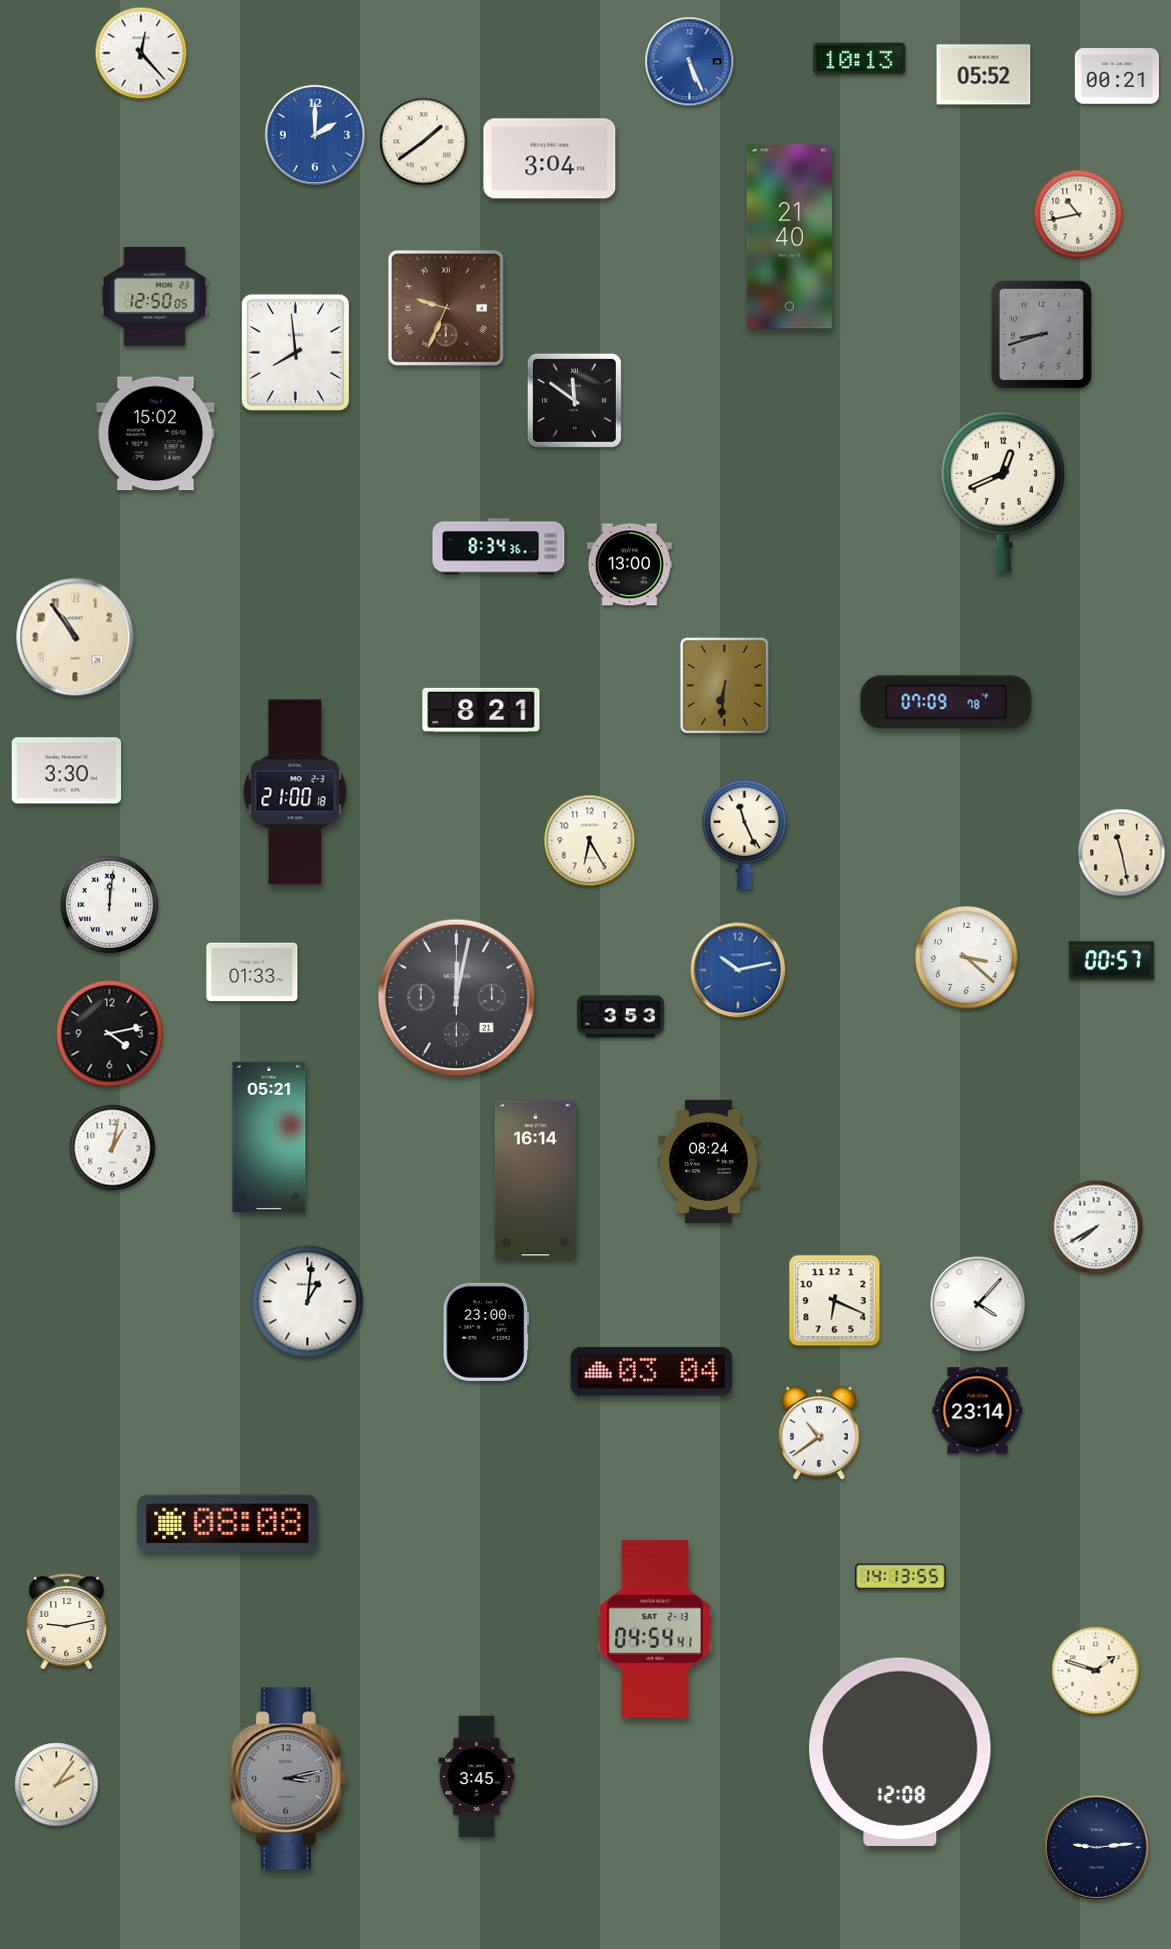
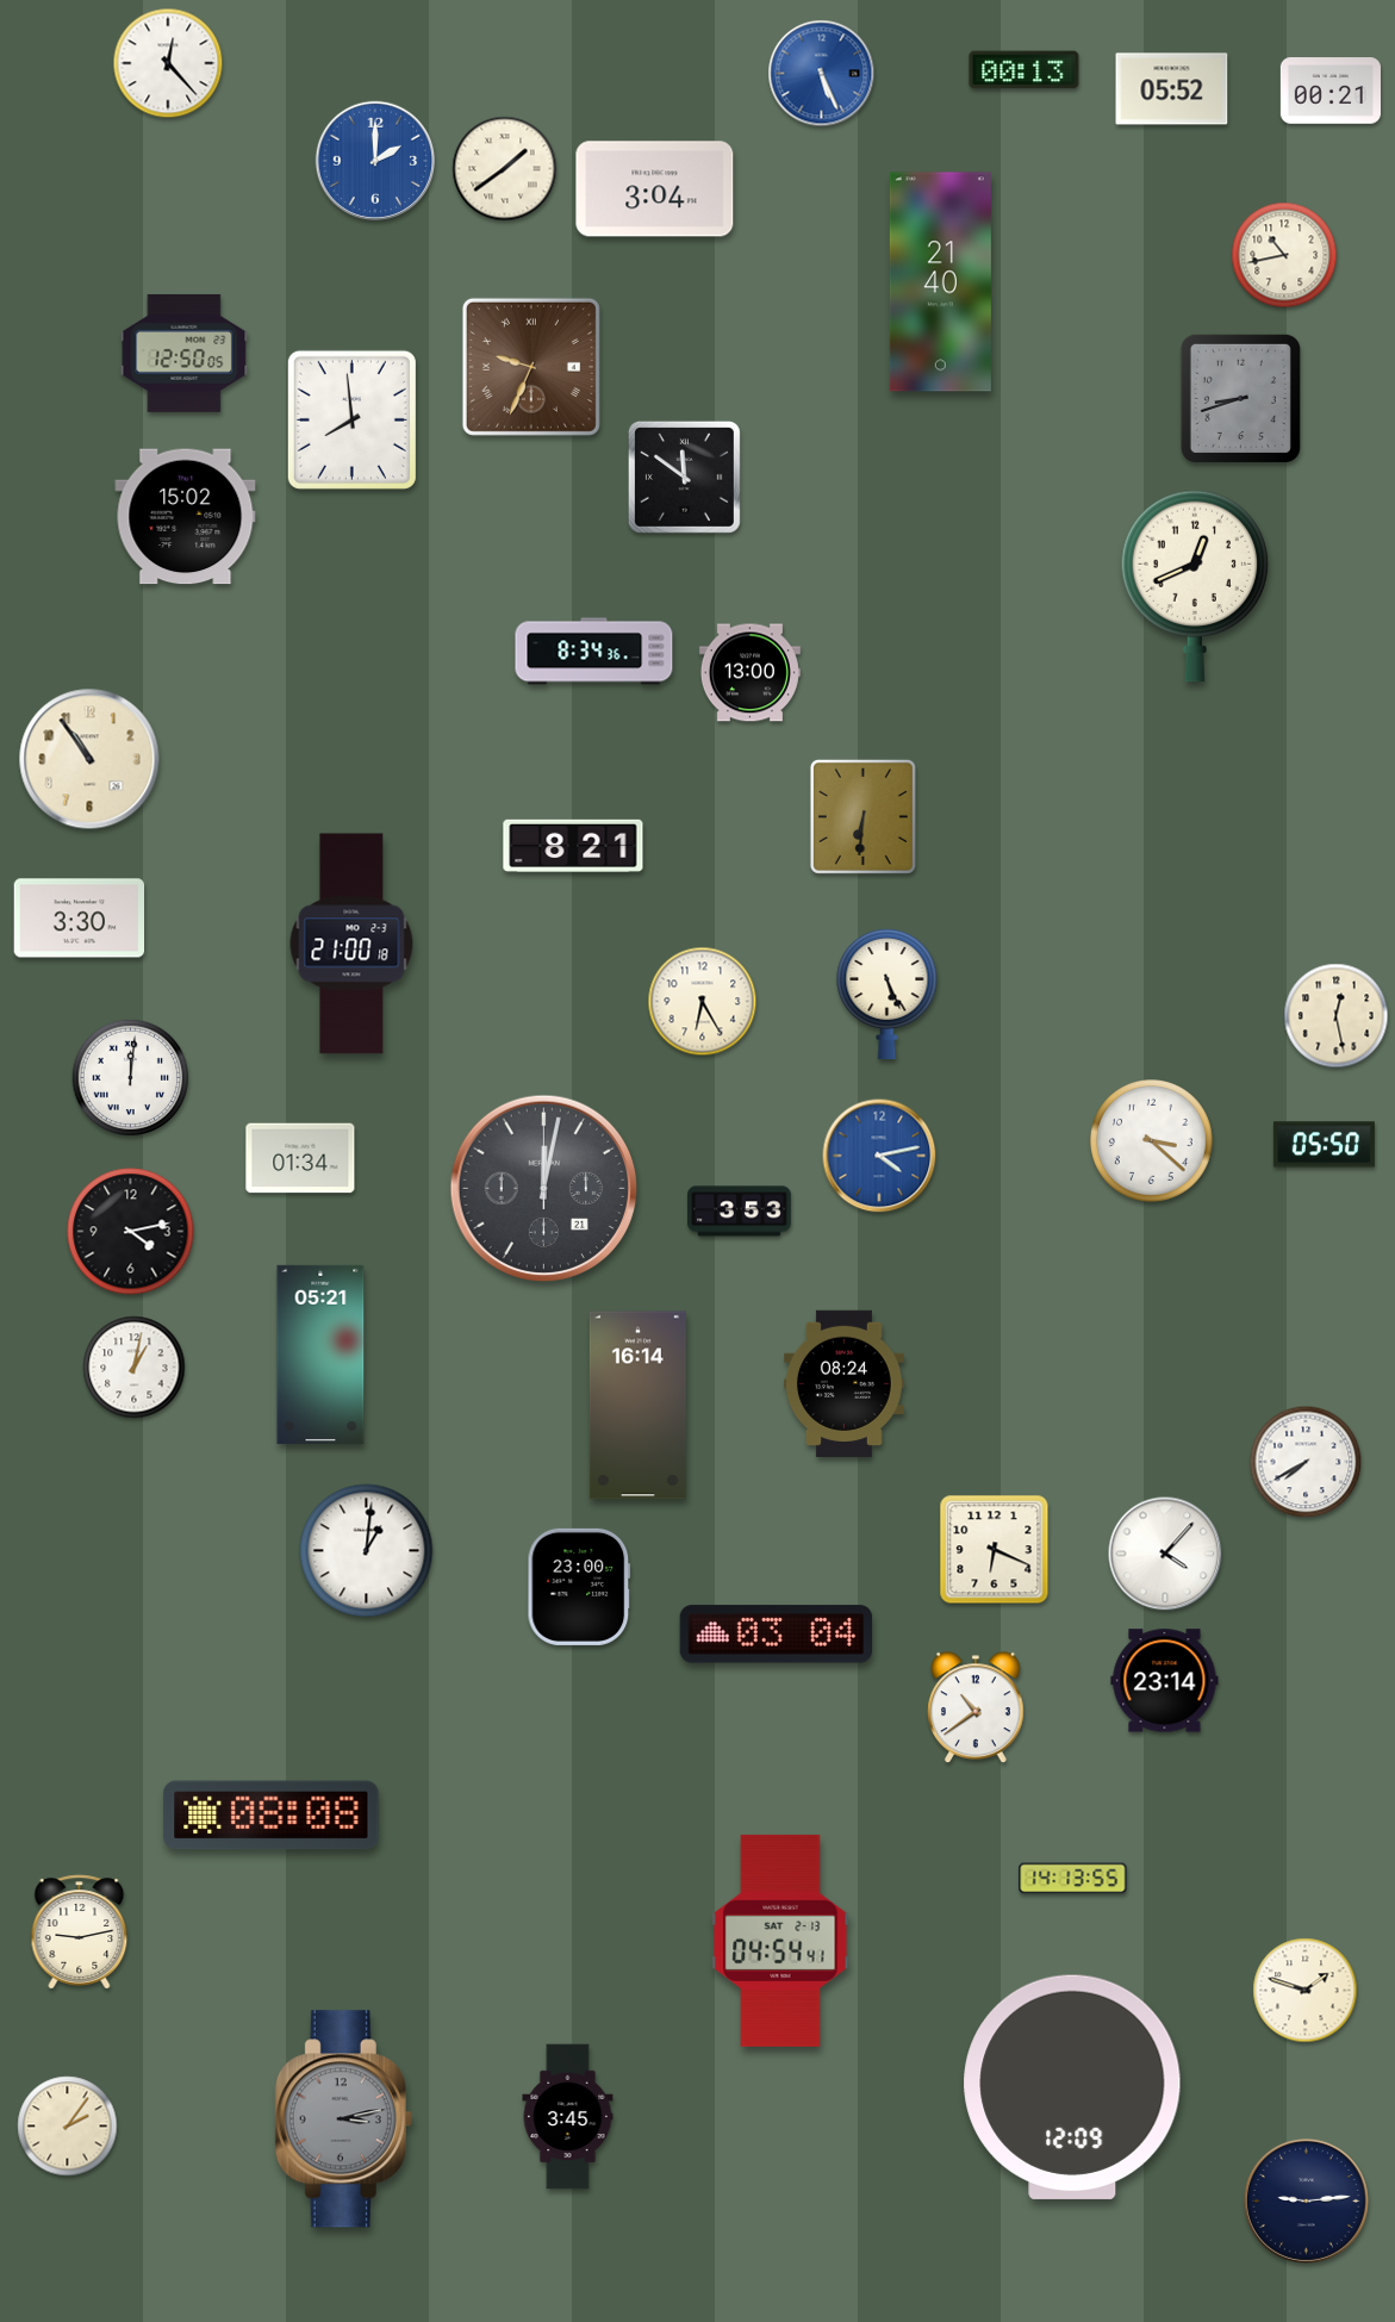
clock at (860, 59): 10:13 -> 00:13
clock at (946, 702): 07:09 -> none
clock at (745, 834): 11:26 -> 5:26
clock at (1122, 853): 11:28 -> 12:28
clock at (1111, 961): 00:57 -> 05:50
clock at (738, 970): 10:13 -> 4:13
clock at (252, 972): 01:33 -> 01:34
clock at (900, 1752): 12:08 -> 12:09
